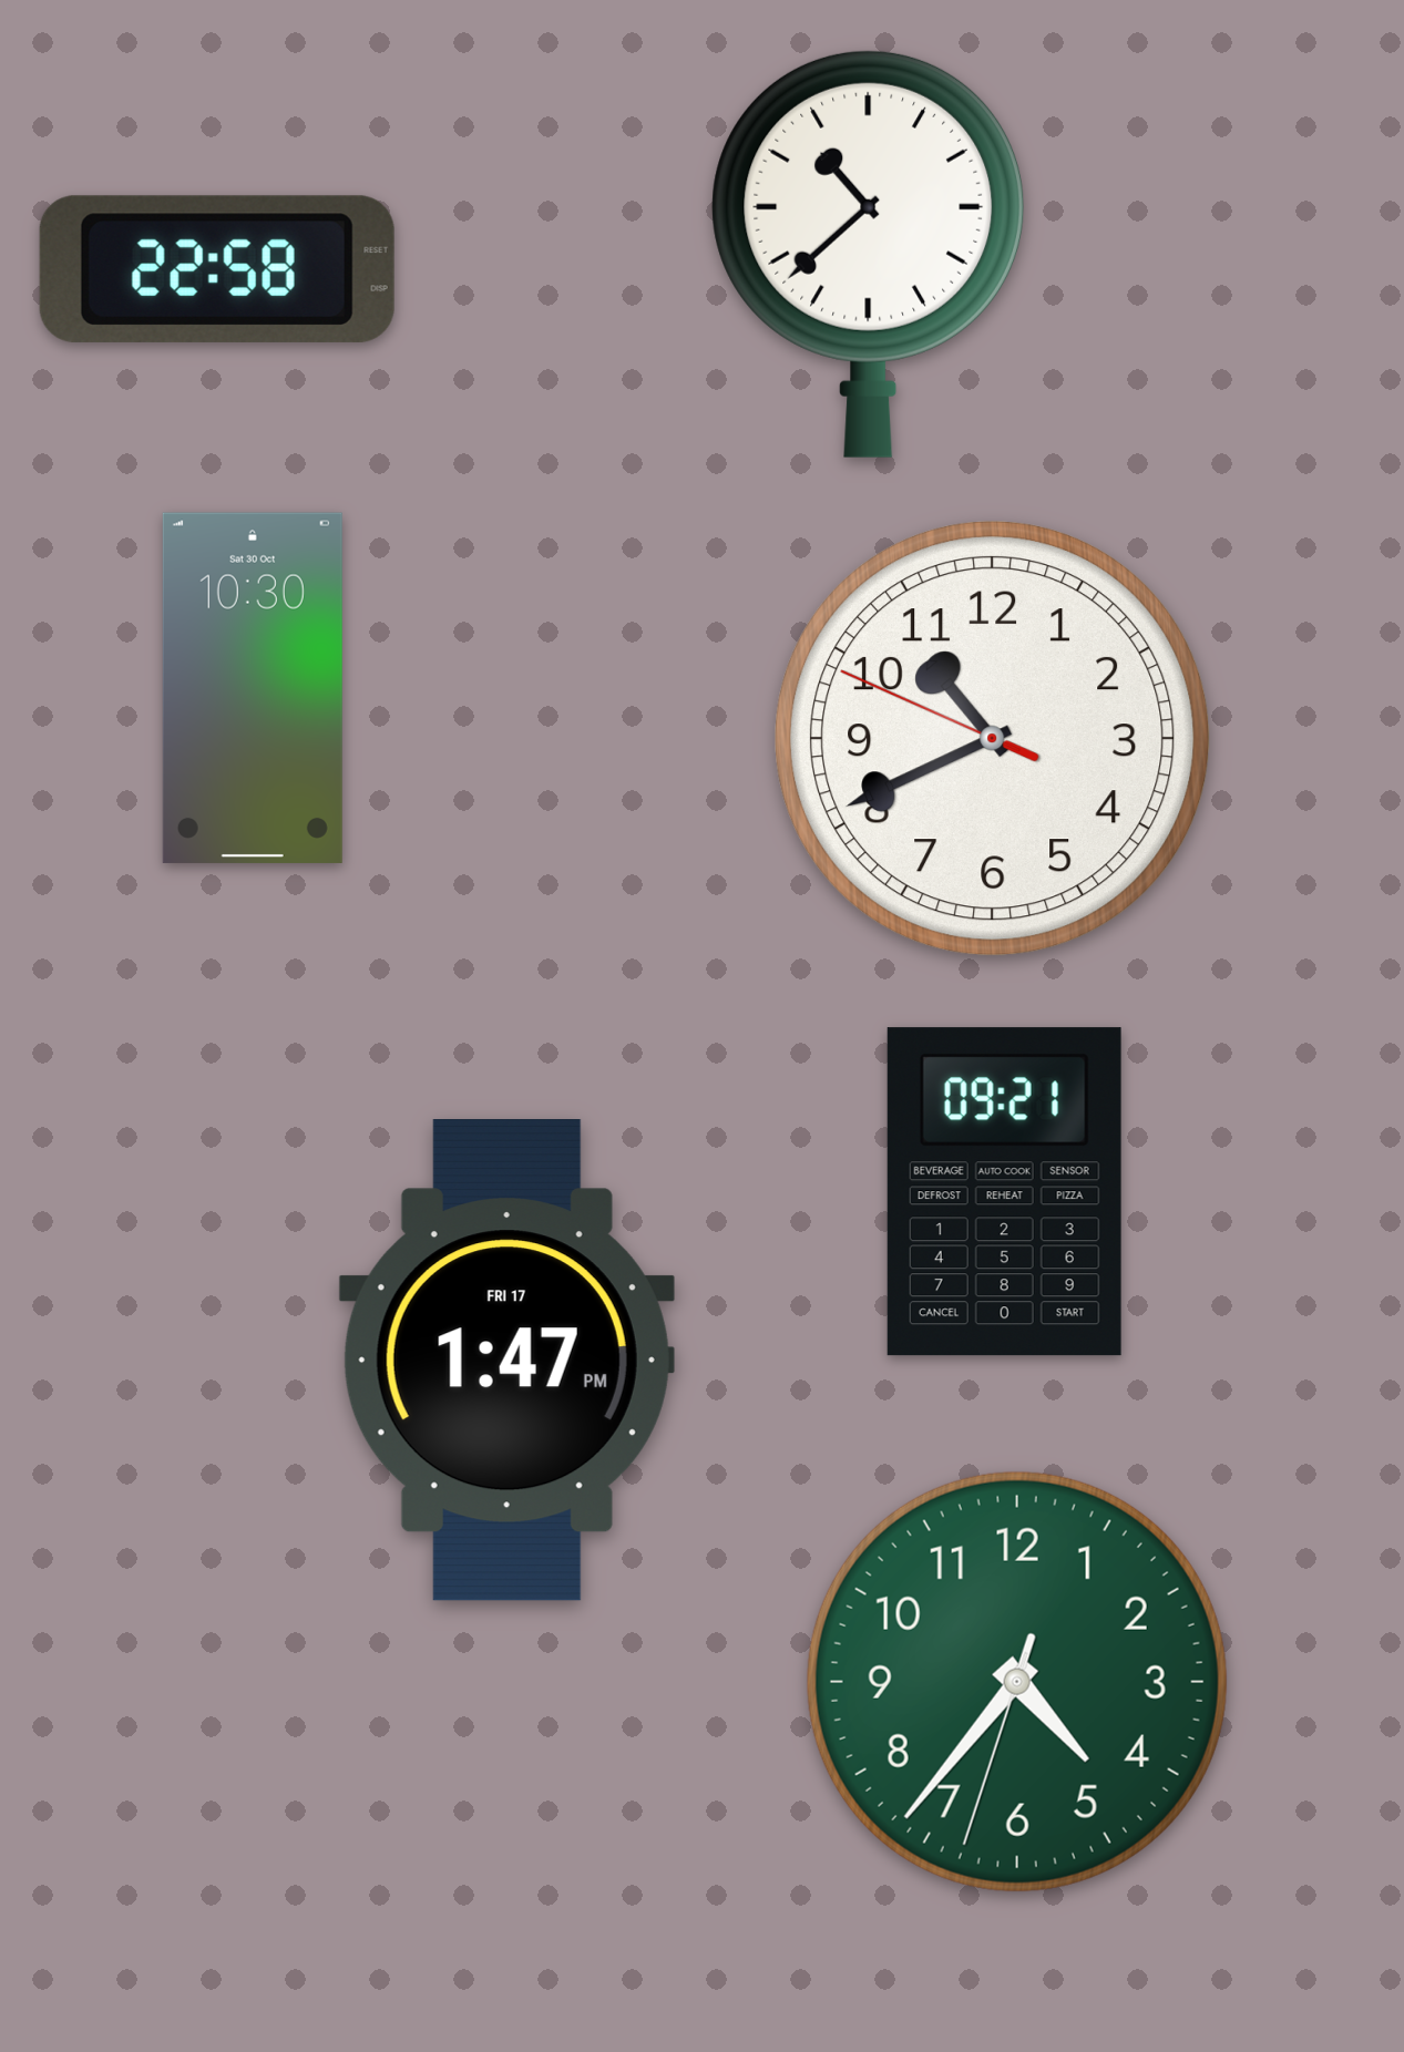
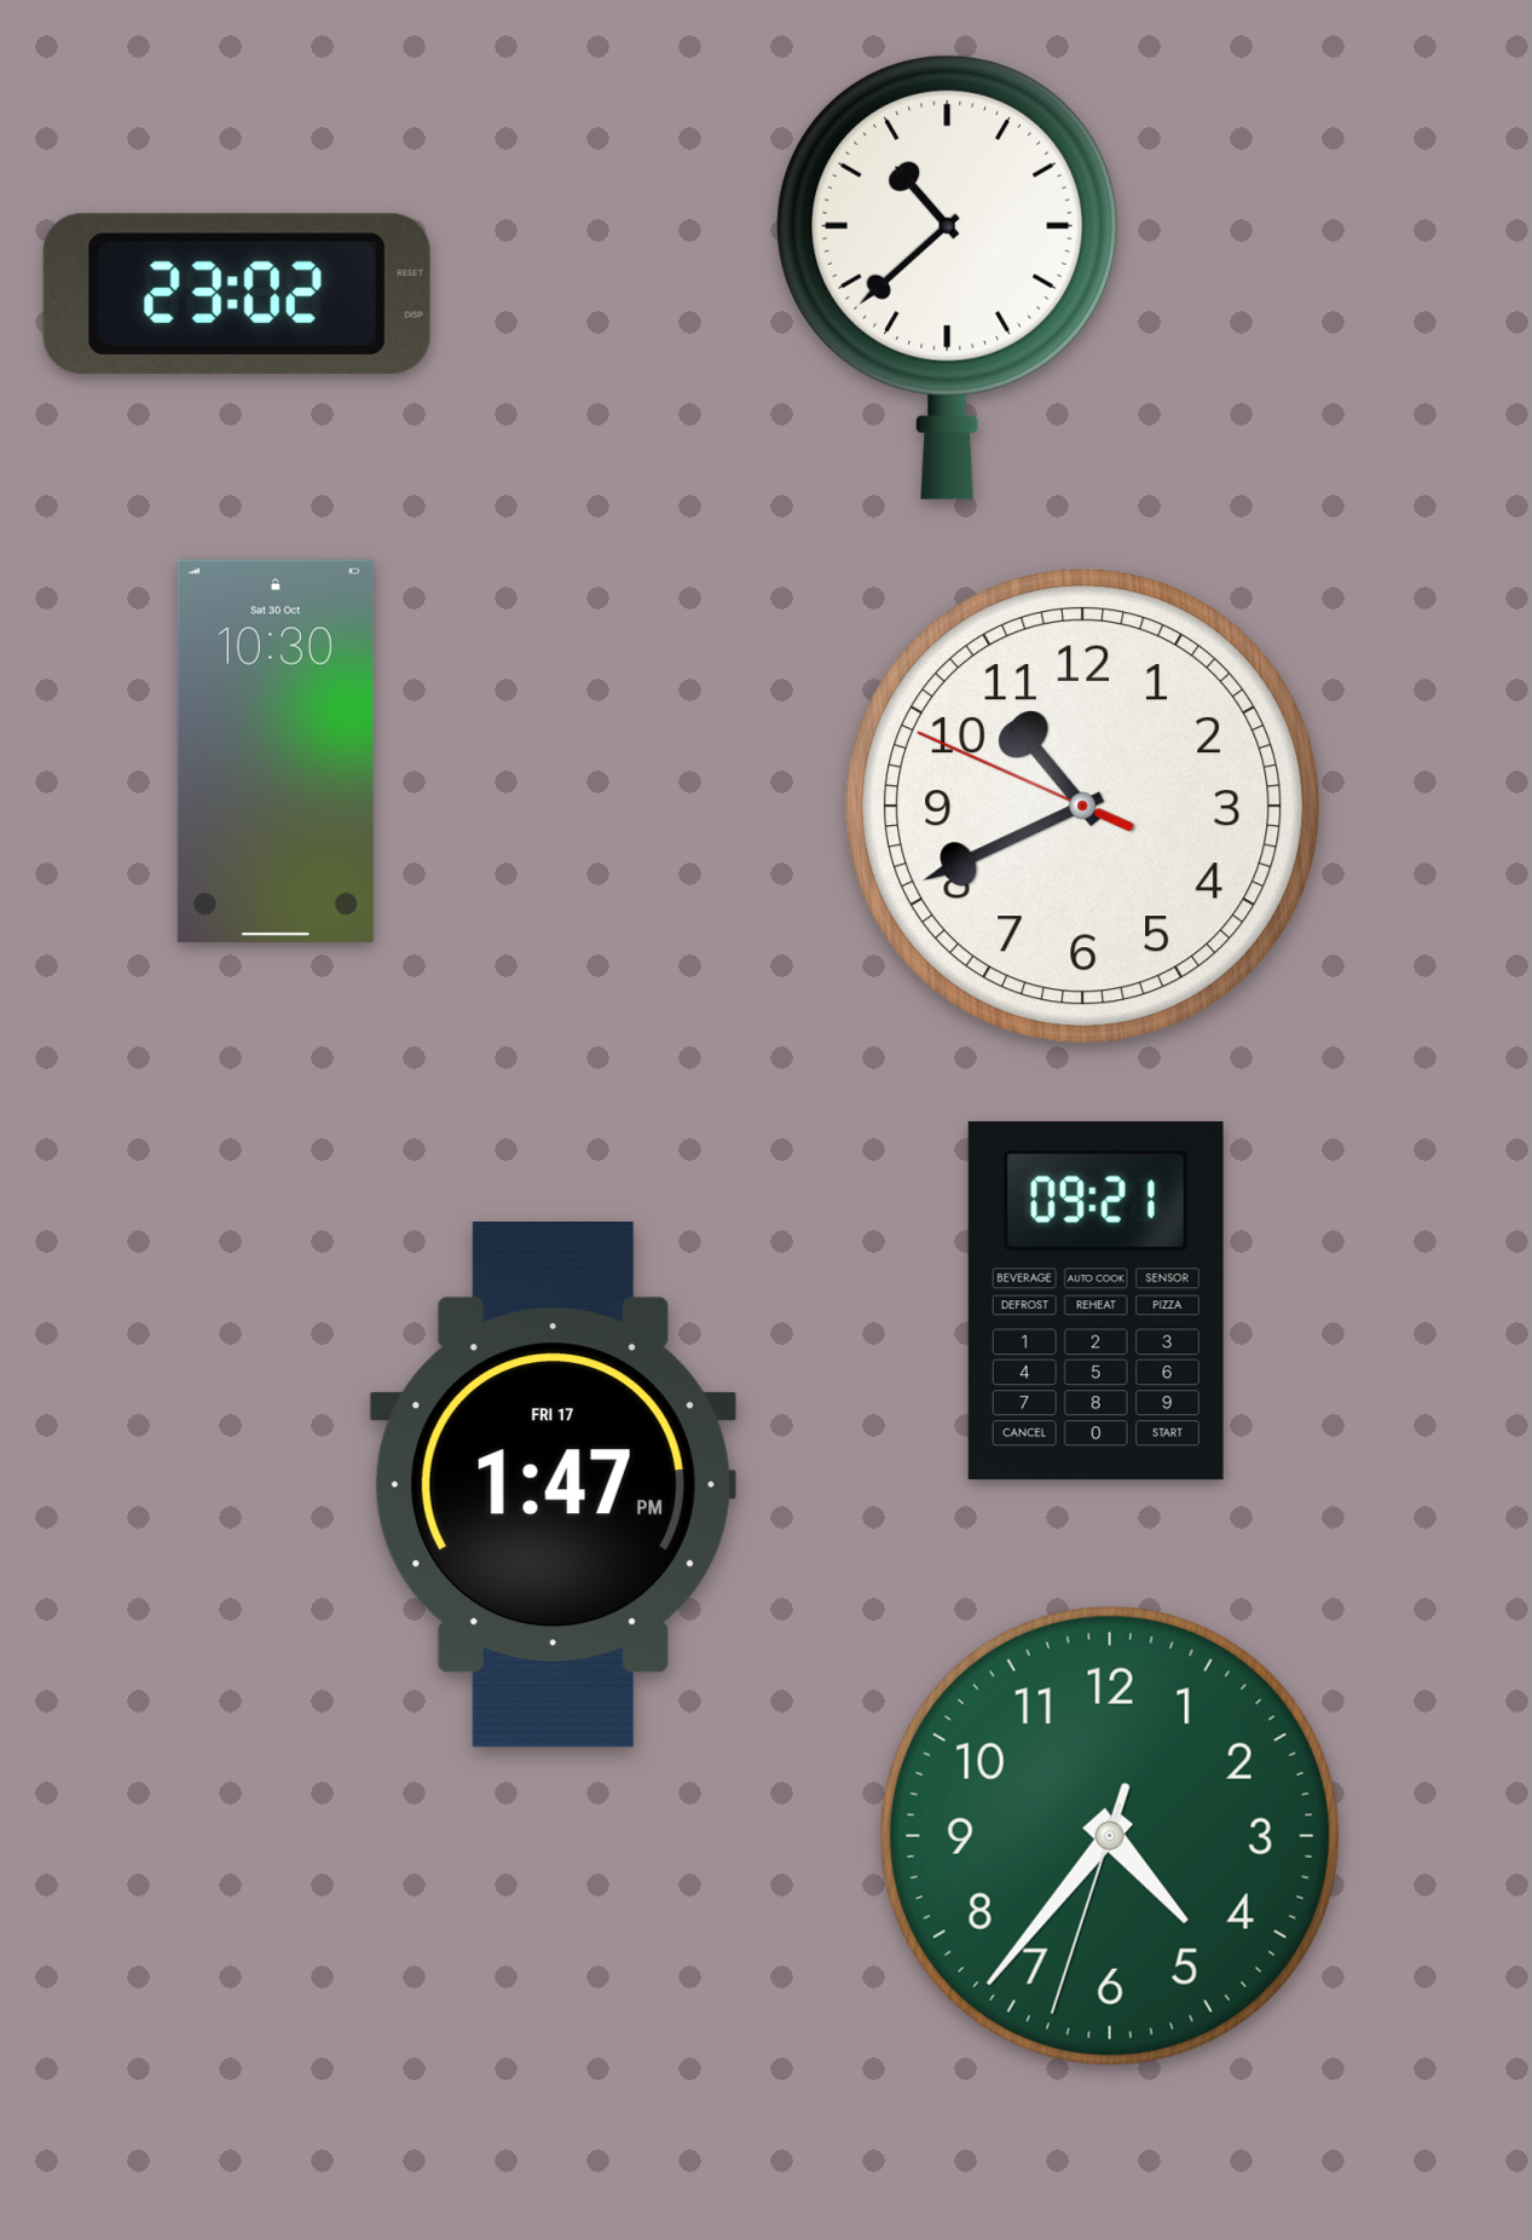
clock at (217, 269): 22:58 -> 23:02
